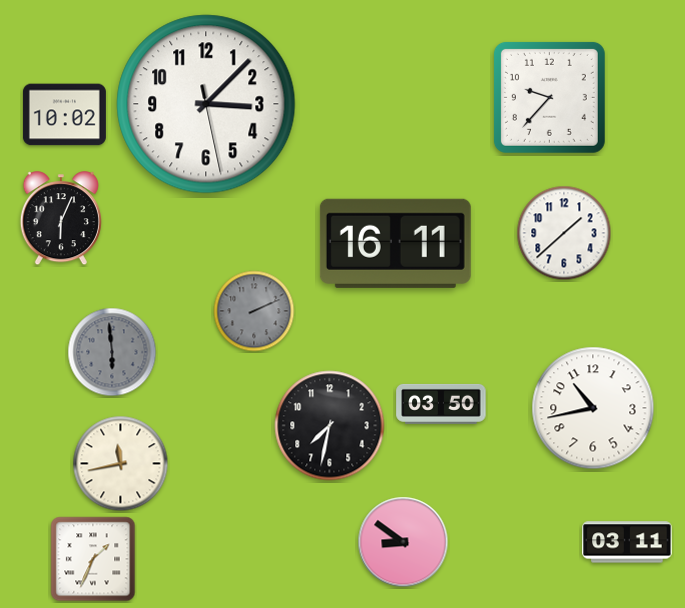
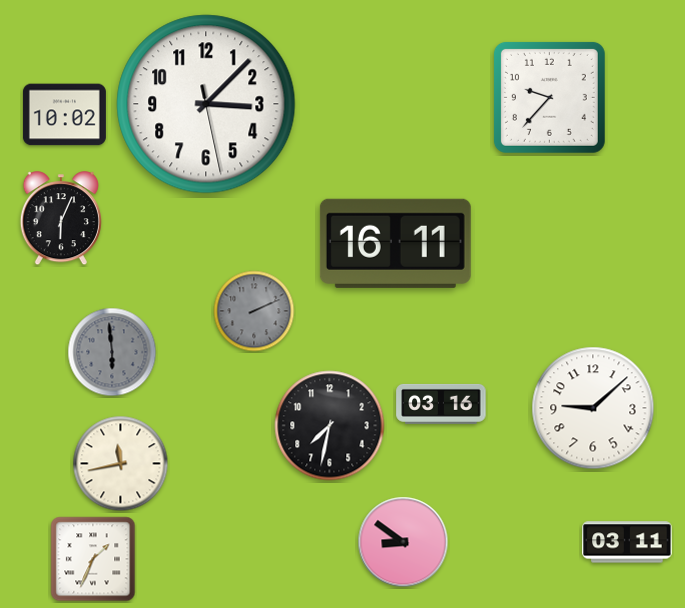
clock at (564, 233): 1:38 -> none
clock at (441, 404): 03:50 -> 03:16
clock at (593, 408): 10:43 -> 9:08
